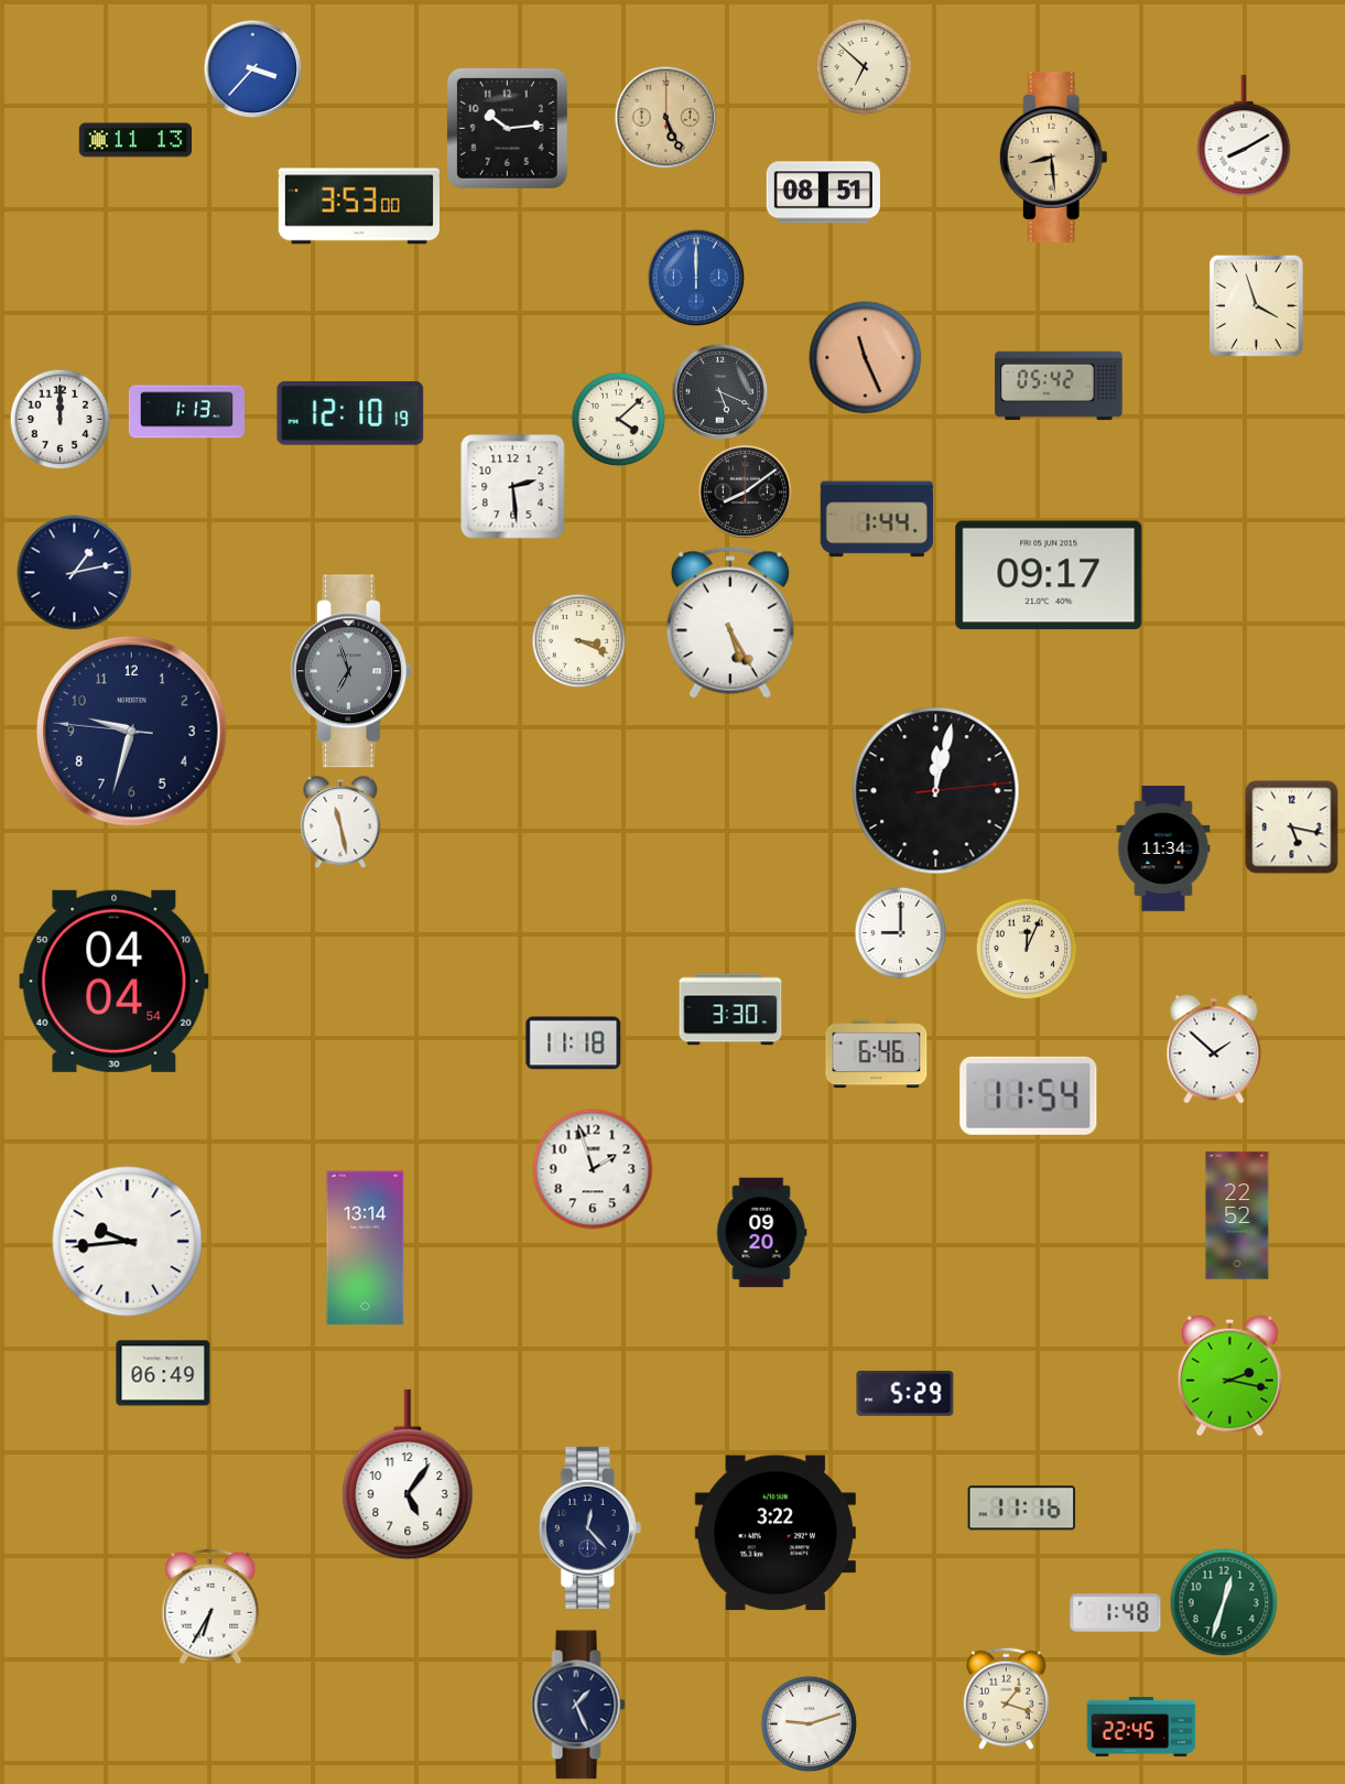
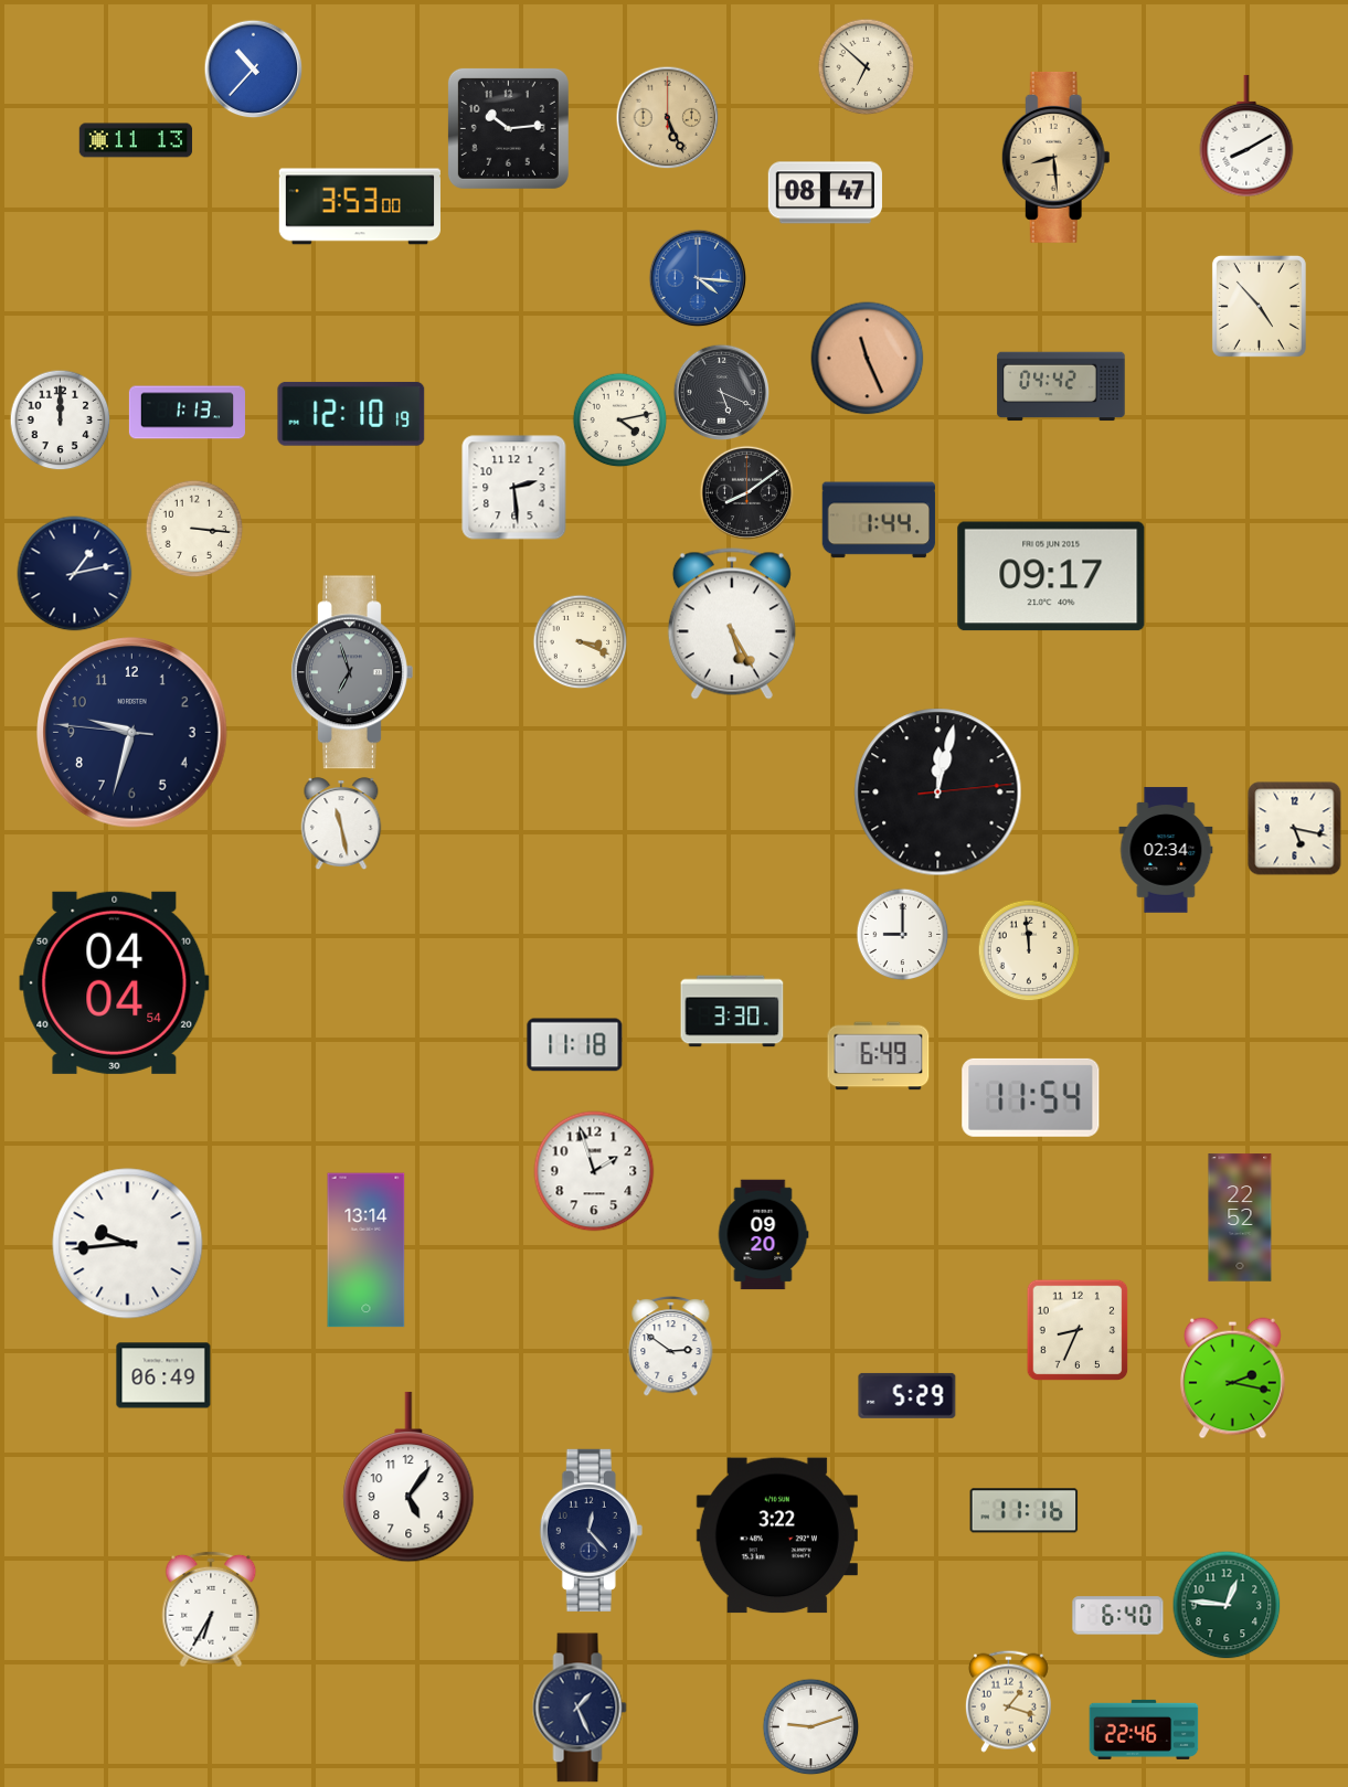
clock at (252, 68): 3:37 -> 10:37
clock at (823, 193): 08:51 -> 08:47
clock at (696, 278): 12:00 -> 4:16
clock at (1256, 305): 3:57 -> 4:53
clock at (1059, 386): 05:42 -> 04:42
clock at (618, 419): 4:08 -> 4:13
clock at (194, 529): none -> 3:16
clock at (1163, 848): 11:34 -> 02:34
clock at (1027, 949): 12:04 -> 11:59
clock at (1214, 1049): 1:52 -> none
clock at (877, 1055): 6:46 -> 6:49
clock at (1078, 1330): none -> 8:34
clock at (671, 1347): none -> 2:51
clock at (1224, 1602): 12:33 -> 12:46
clock at (1116, 1613): 1:48 -> 6:40
clock at (1141, 1727): 22:45 -> 22:46
